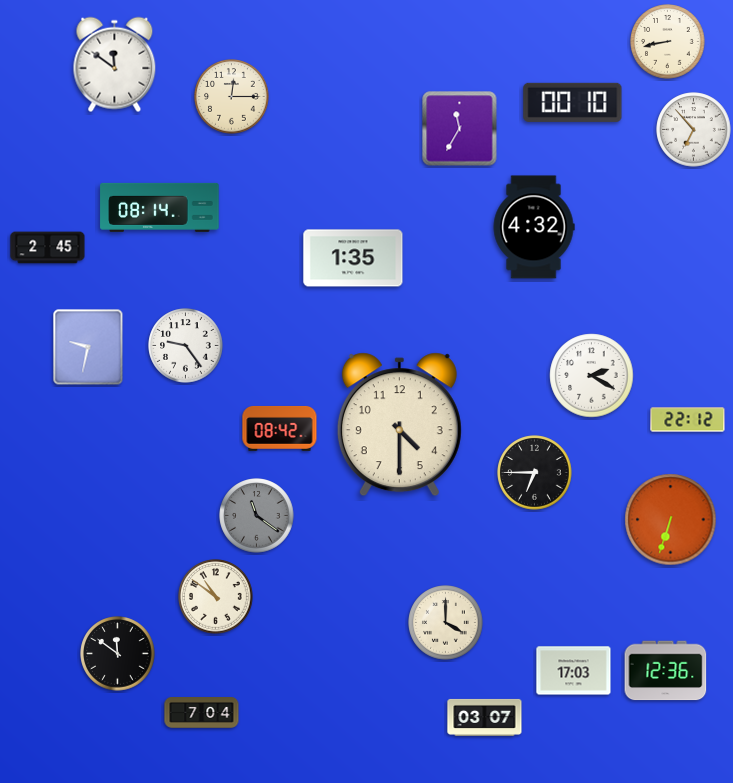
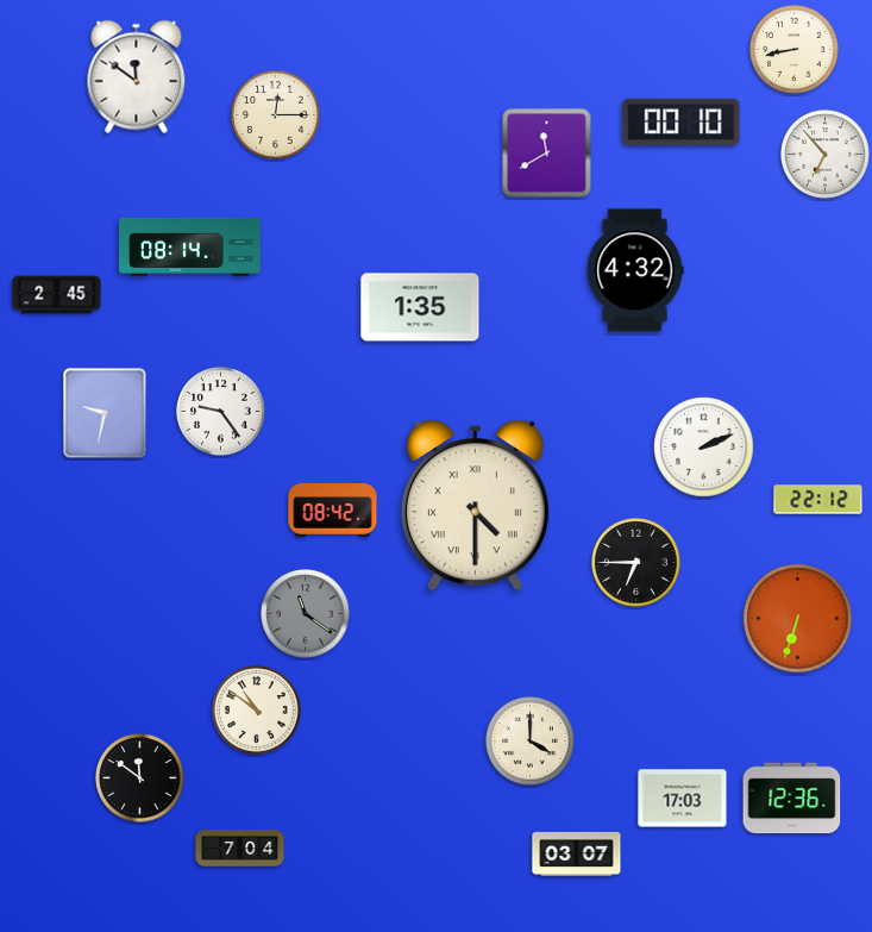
clock at (460, 129): 11:35 -> 11:40
clock at (592, 376): 2:20 -> 2:11
clock at (399, 425) numerals: Arabic -> Roman
